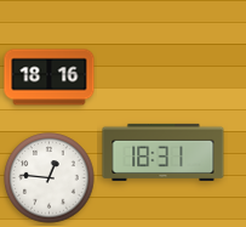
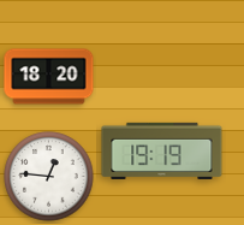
clock at (50, 78): 18:16 -> 18:20
clock at (164, 152): 18:31 -> 19:19
